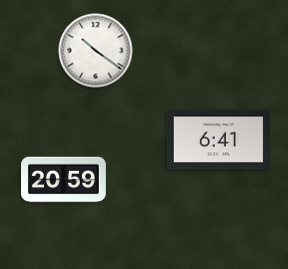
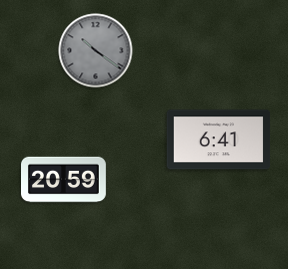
clock at (96, 51) dial: white -> grey
